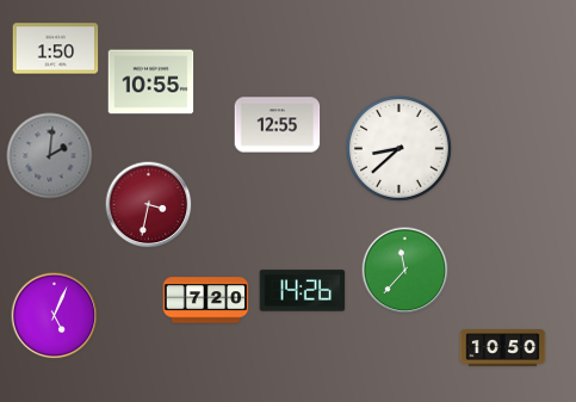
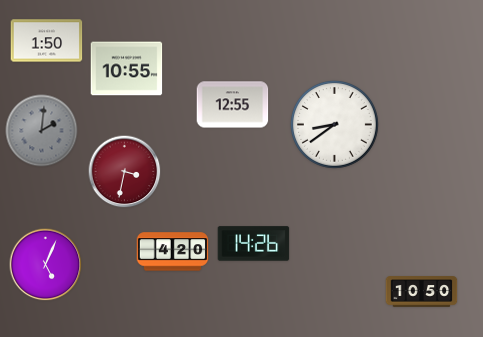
clock at (398, 148): 8:38 -> 8:39
clock at (405, 271): 11:37 -> none
clock at (206, 301): 7:20 -> 4:20
